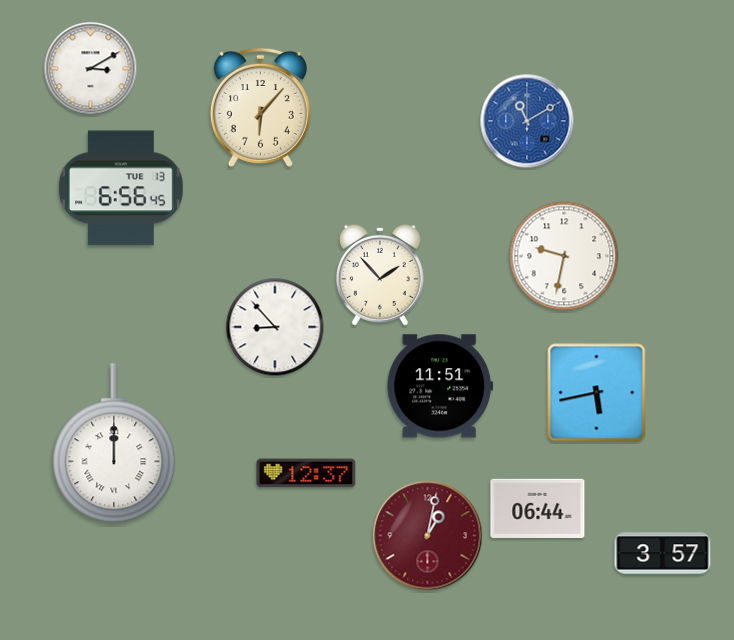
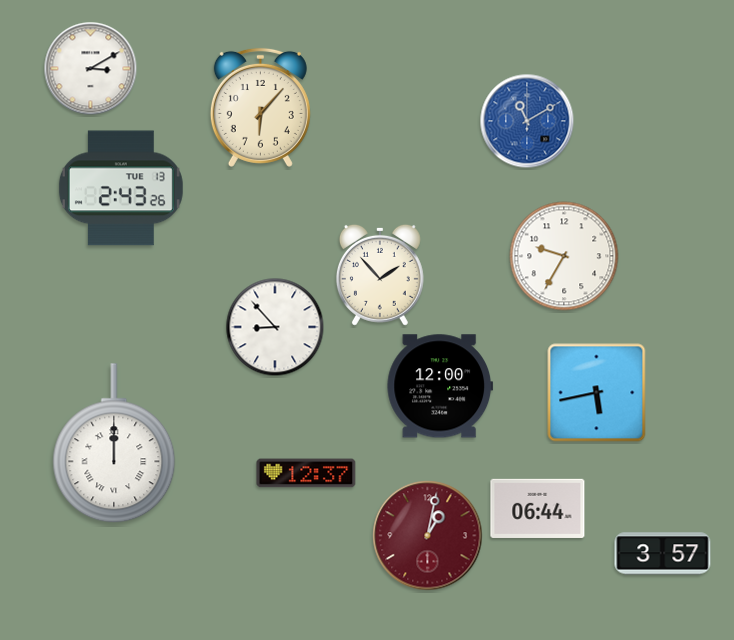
clock at (121, 188): 6:56 -> 2:43
clock at (564, 256): 9:32 -> 9:35
clock at (440, 386): 11:51 -> 12:00
